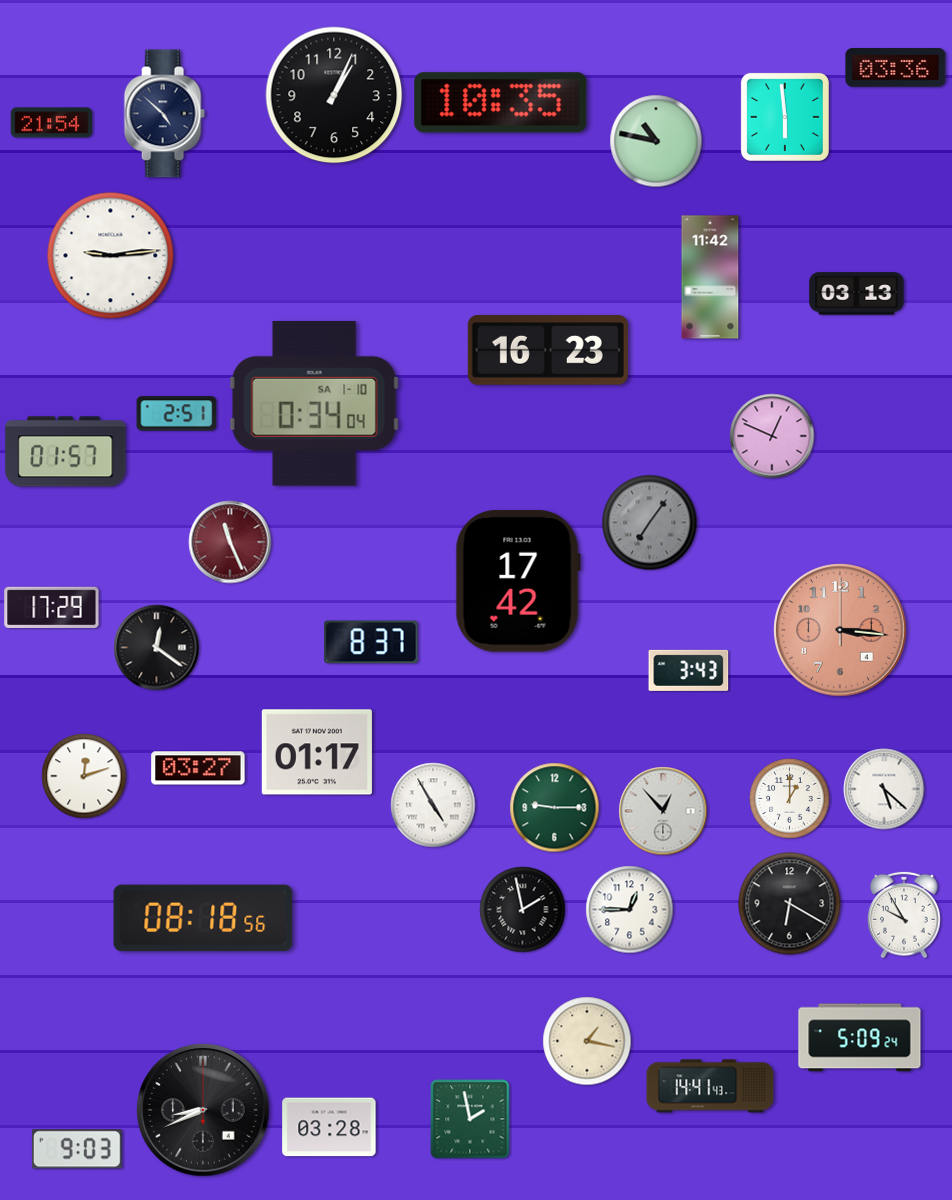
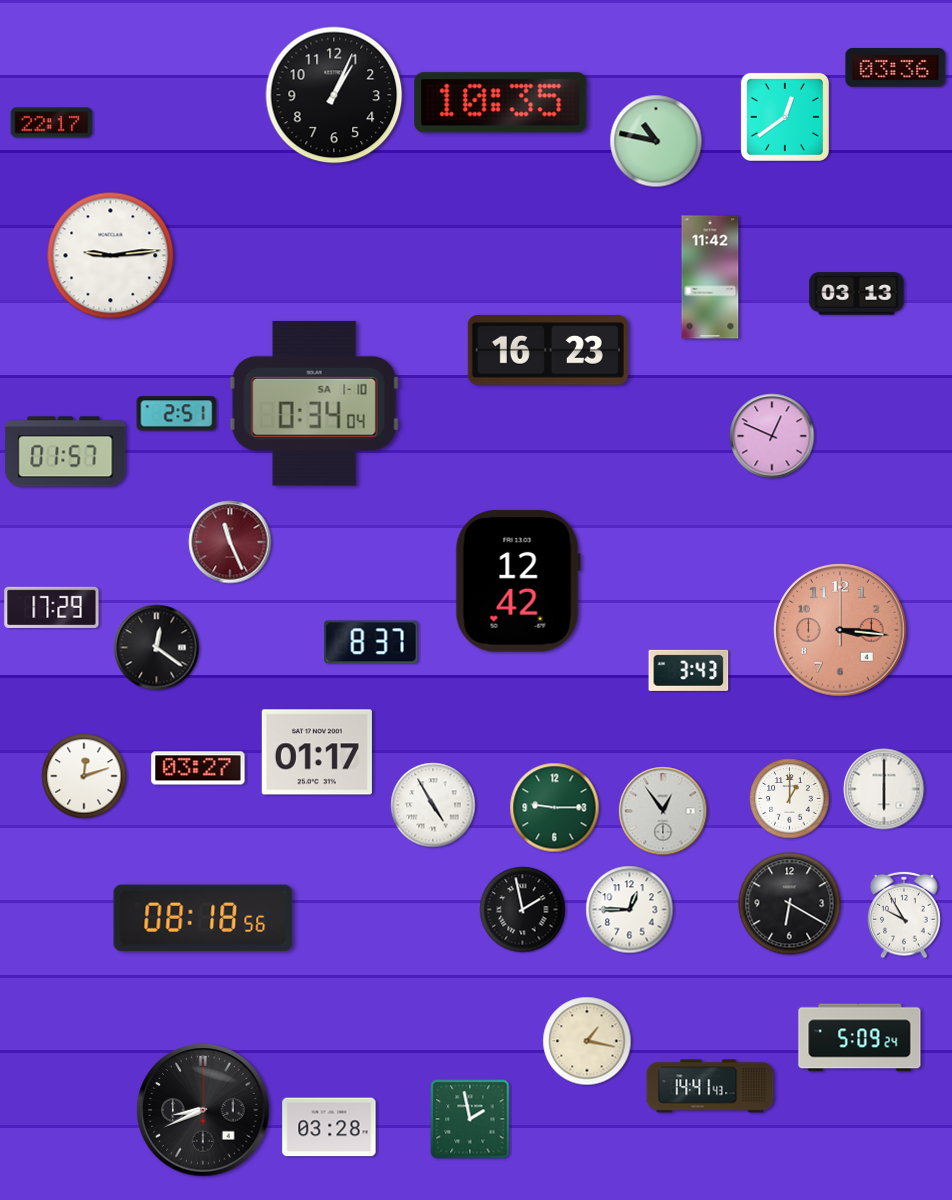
clock at (164, 114): 4:52 -> none
clock at (785, 117): 5:59 -> 12:39
clock at (52, 123): 21:54 -> 22:17
clock at (650, 523): 7:06 -> none
clock at (518, 581): 17:42 -> 12:42
clock at (884, 789): 5:22 -> 6:00
clock at (663, 811): 12:53 -> 12:54
clock at (77, 1149): 9:03 -> none
